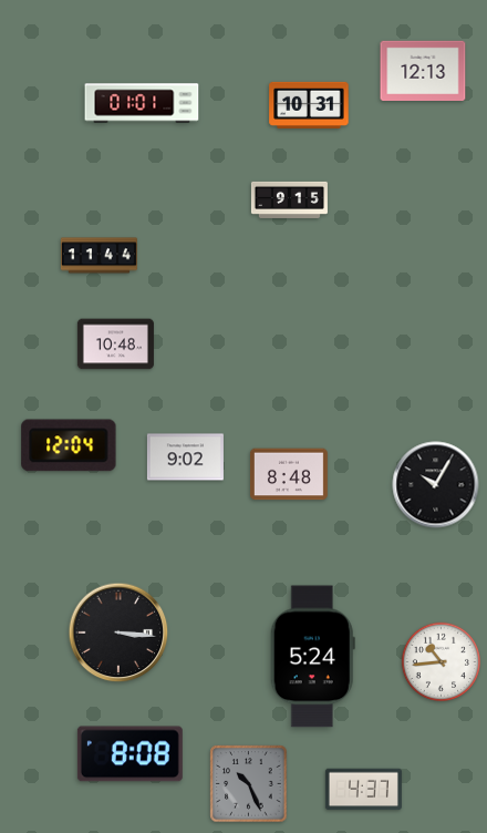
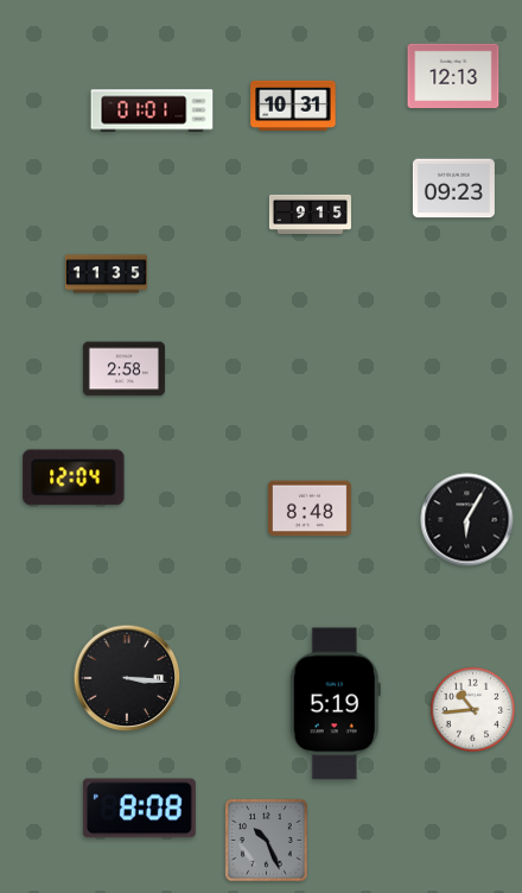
clock at (309, 105) position: (309, 105) -> (293, 106)
clock at (453, 189): none -> 09:23
clock at (99, 256): 11:44 -> 11:35
clock at (115, 344): 10:48 -> 2:58
clock at (185, 457): 9:02 -> none
clock at (436, 485): 10:05 -> 6:05
clock at (312, 657): 5:24 -> 5:19
clock at (363, 790): 4:37 -> none
